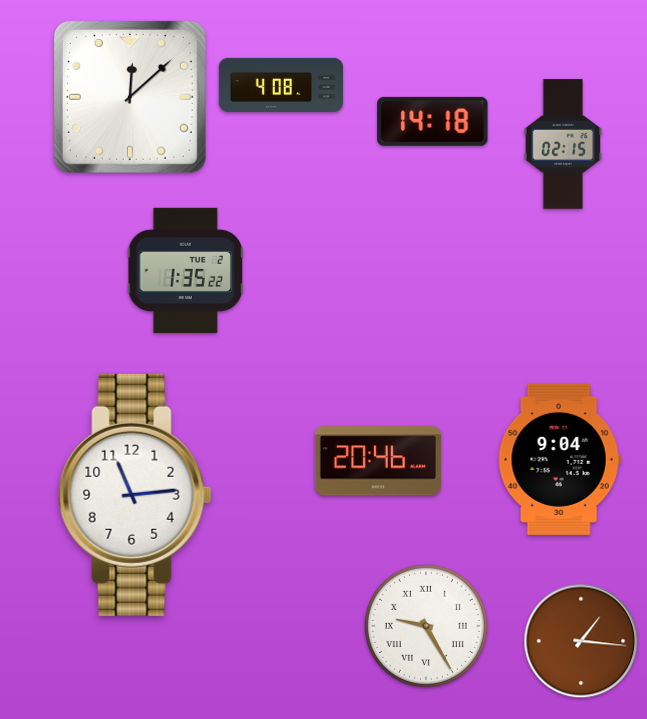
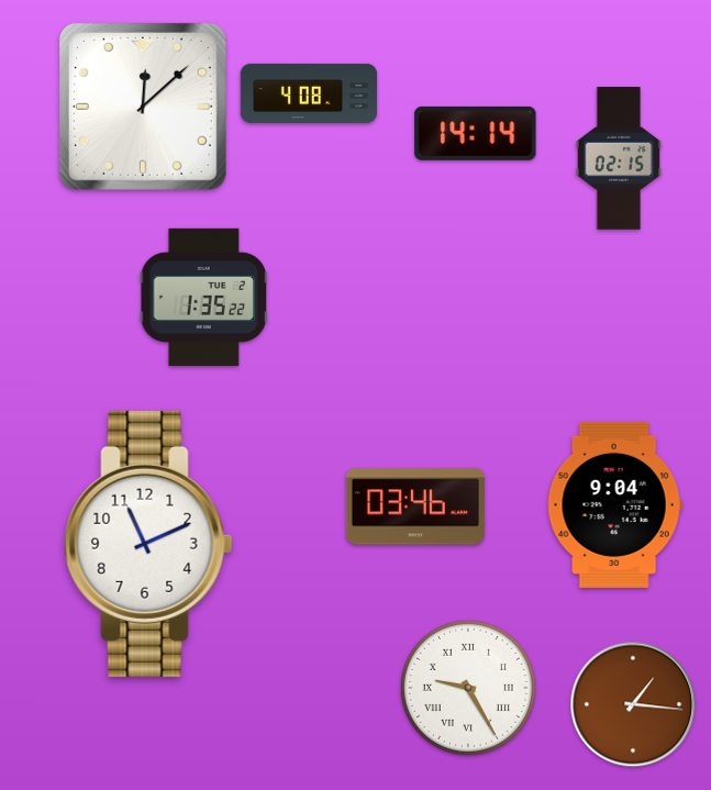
clock at (433, 121): 14:18 -> 14:14
clock at (378, 461): 20:46 -> 03:46
clock at (135, 495): 11:14 -> 11:11
clock at (581, 641) position: (581, 641) -> (633, 704)
